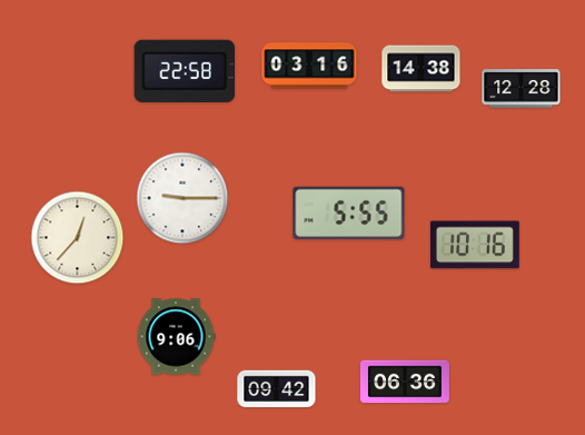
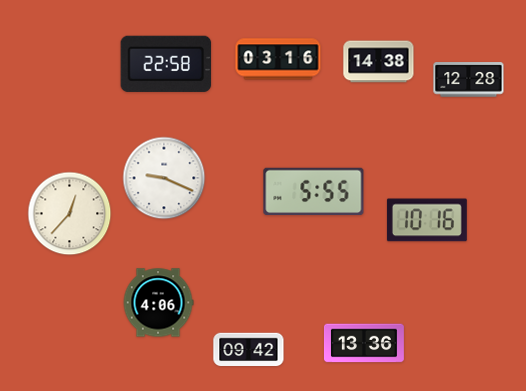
clock at (182, 198): 9:15 -> 9:19
clock at (176, 337): 9:06 -> 4:06
clock at (405, 382): 06:36 -> 13:36
